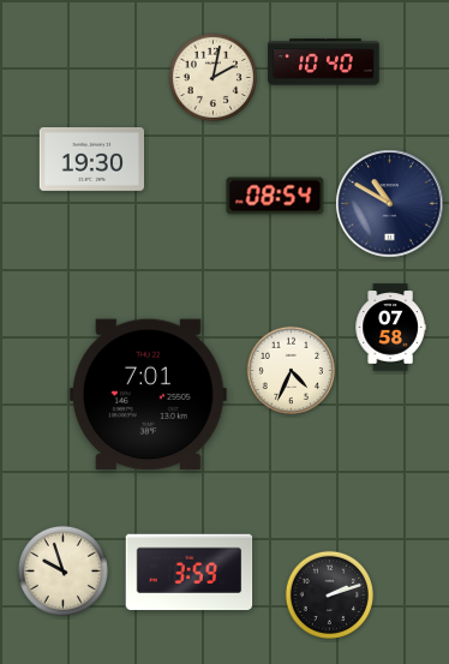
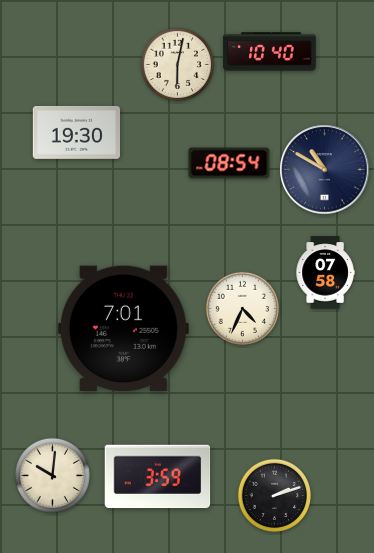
clock at (212, 77): 2:02 -> 6:02
clock at (62, 570): 9:57 -> 10:01
